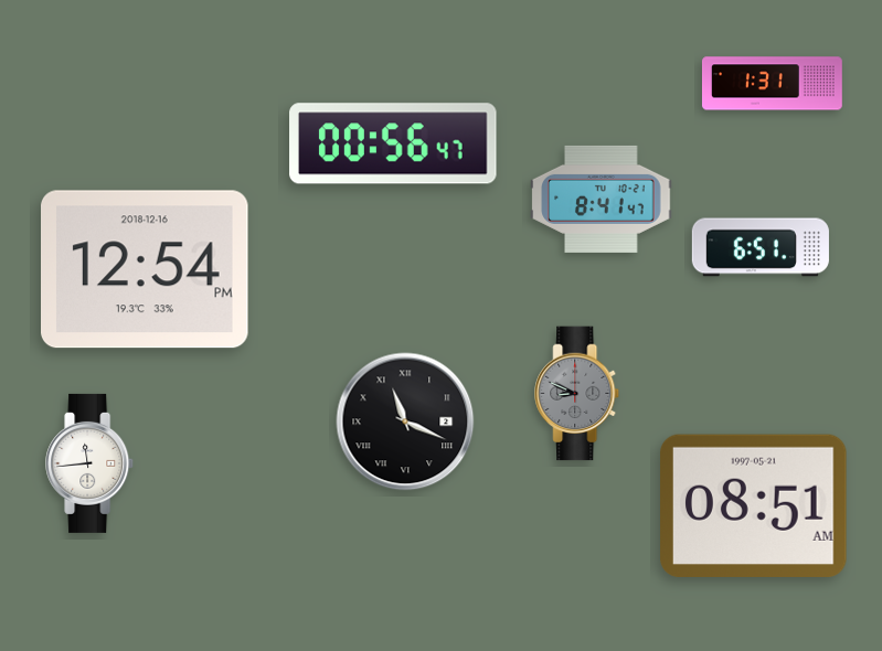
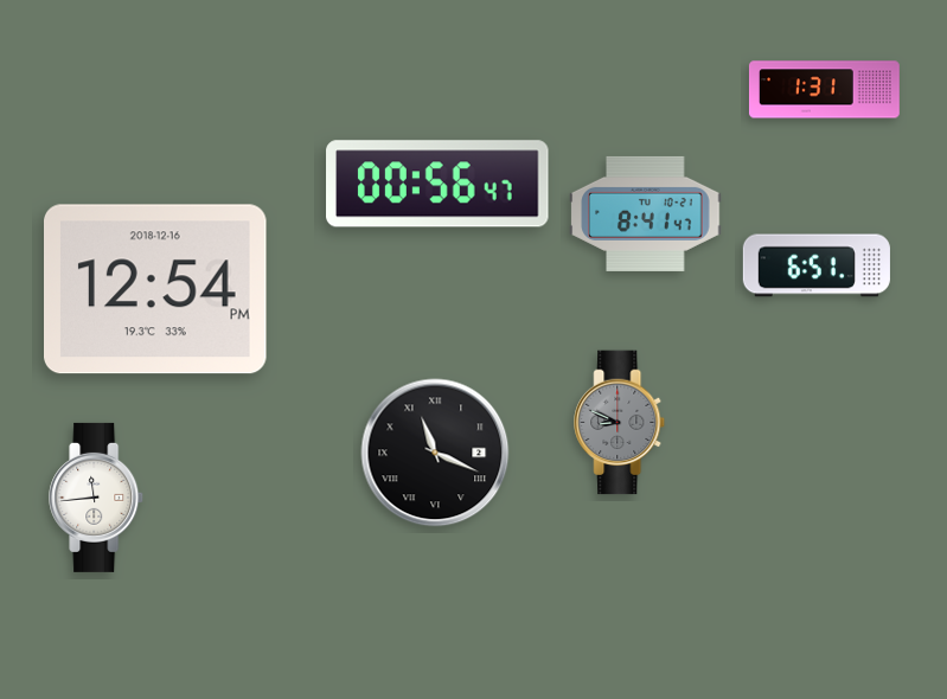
clock at (772, 84) position: (772, 84) -> (824, 90)
clock at (393, 143) position: (393, 143) -> (437, 184)
clock at (754, 505): 08:51 -> none
